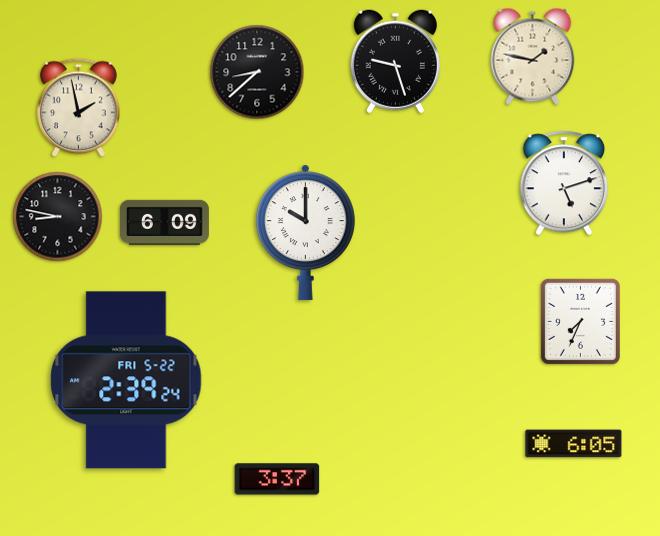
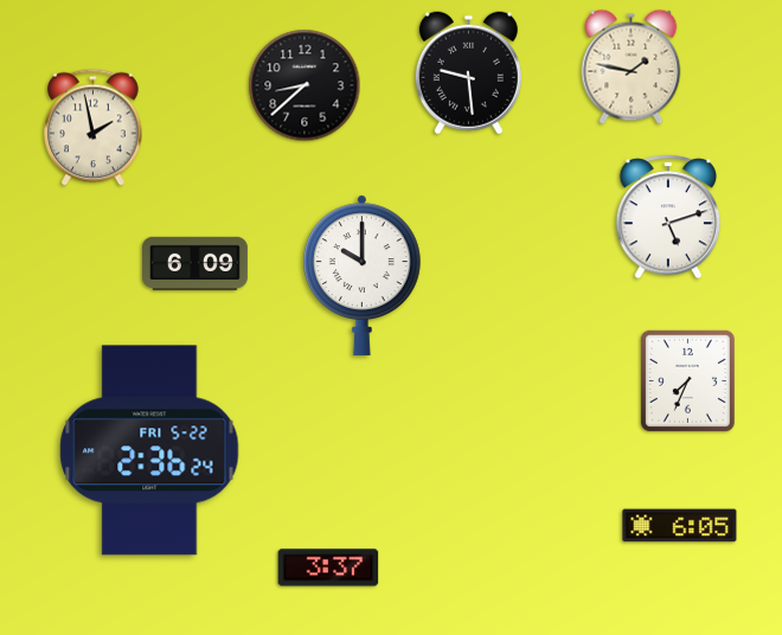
clock at (395, 62): 9:27 -> 9:29
clock at (58, 217): 8:47 -> none
clock at (126, 380): 2:39 -> 2:36
